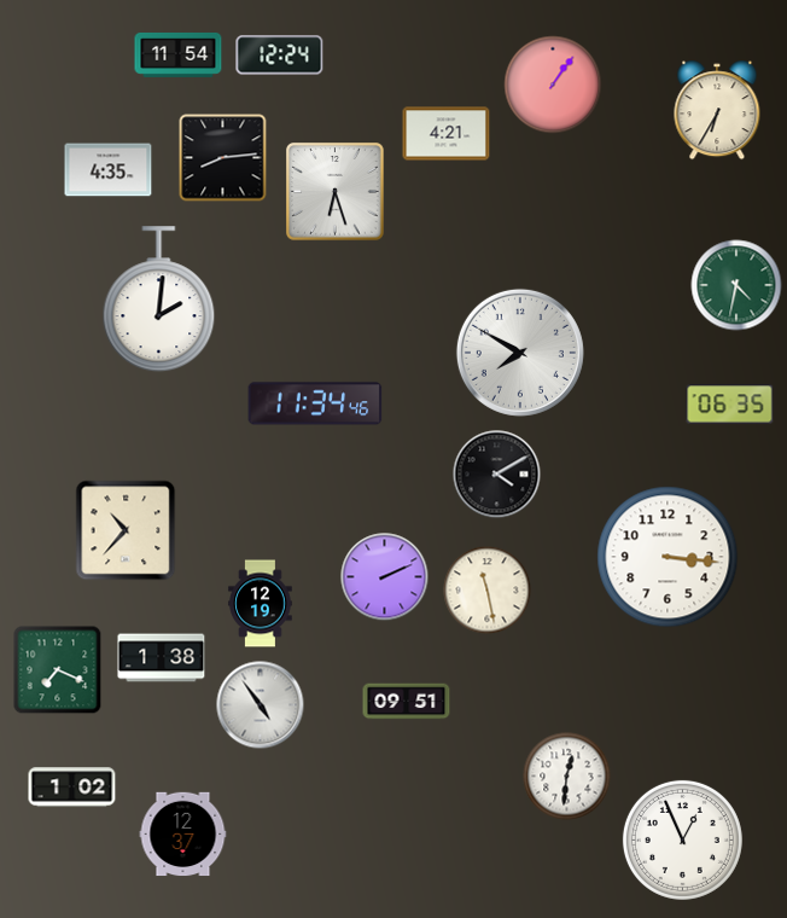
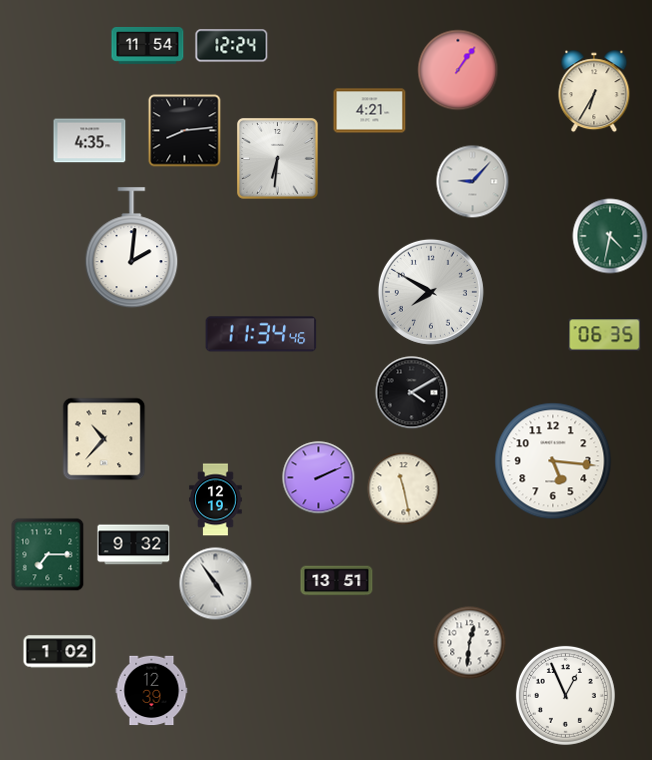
clock at (336, 192): 6:27 -> 6:31
clock at (473, 182): none -> 9:07
clock at (668, 557): 3:16 -> 5:16
clock at (162, 658): 1:38 -> 9:32
clock at (58, 670): 7:19 -> 7:15
clock at (407, 702): 09:51 -> 13:51
clock at (183, 835): 12:37 -> 12:39
